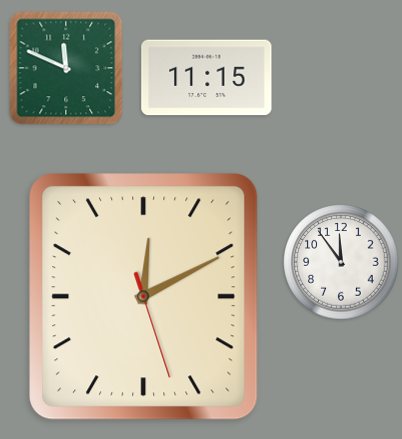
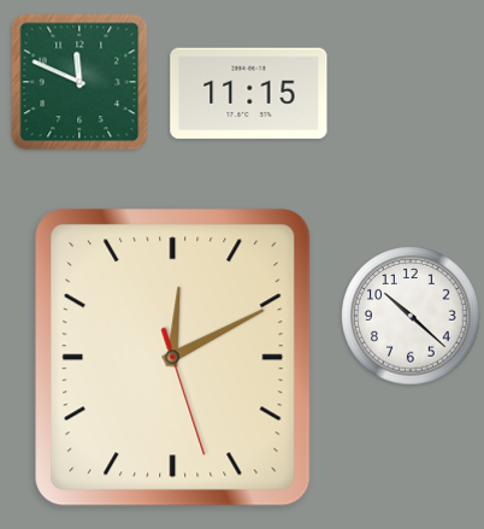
clock at (341, 262): 11:54 -> 10:22
